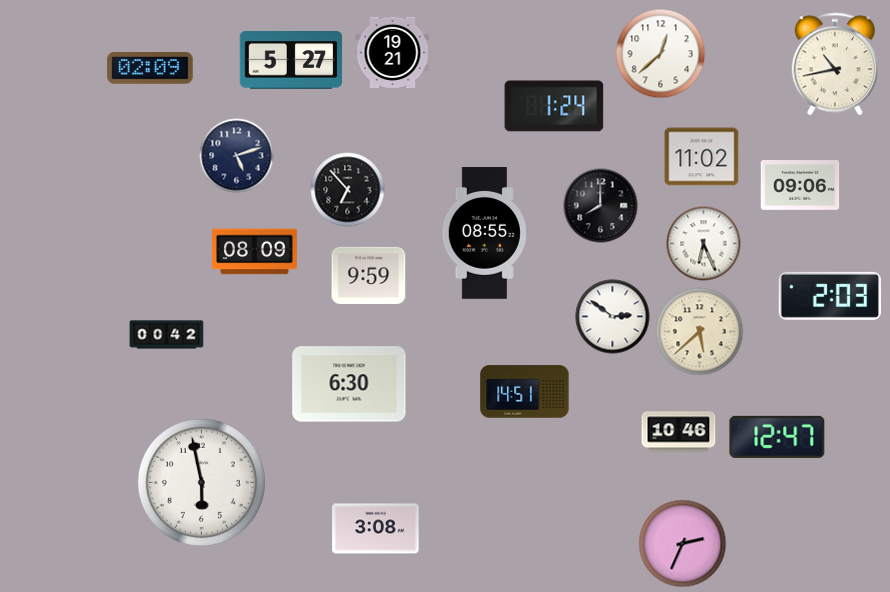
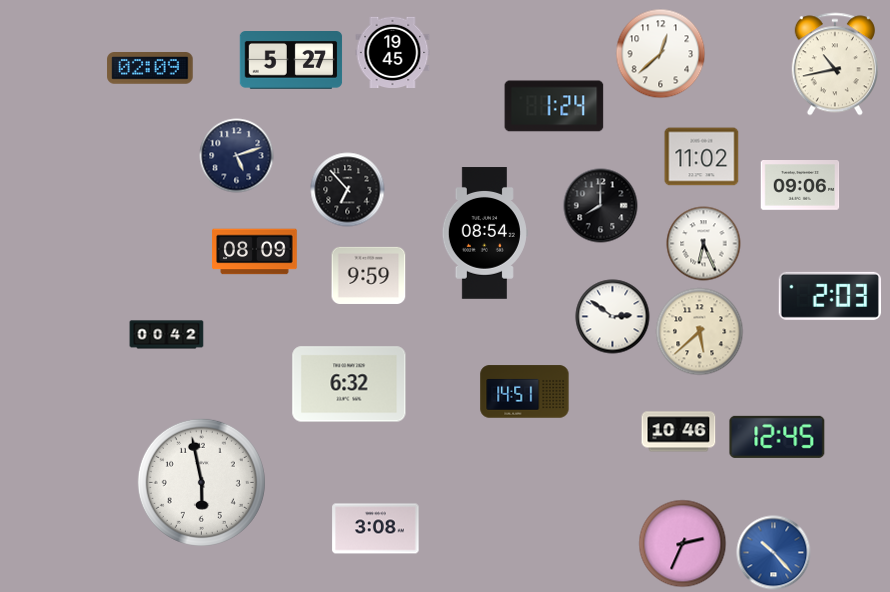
clock at (393, 52): 19:21 -> 19:45
clock at (485, 233): 08:55 -> 08:54
clock at (349, 384): 6:30 -> 6:32
clock at (777, 437): 12:47 -> 12:45
clock at (774, 553): none -> 10:23
